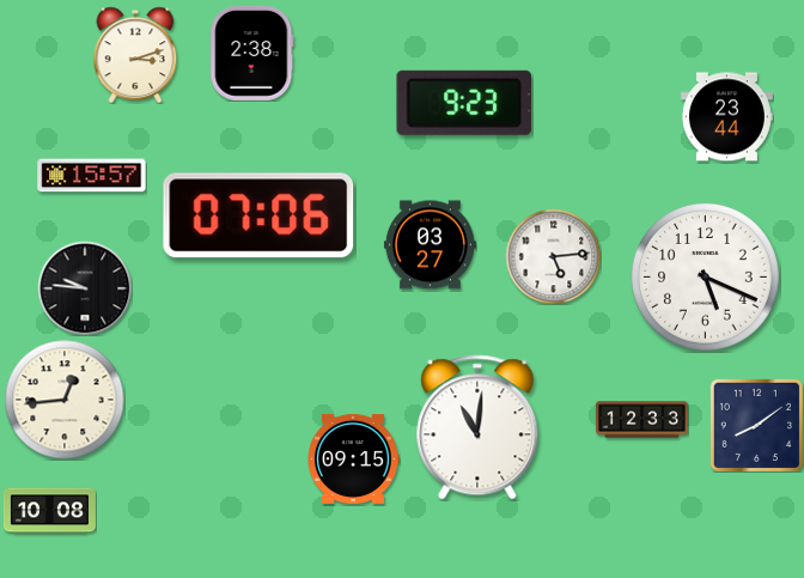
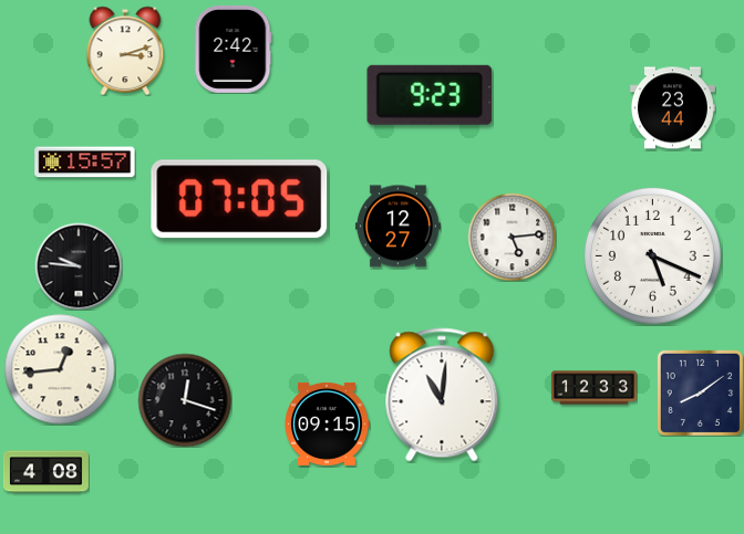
clock at (252, 53): 2:38 -> 2:42
clock at (258, 215): 07:06 -> 07:05
clock at (430, 245): 03:27 -> 12:27
clock at (185, 400): none -> 12:18
clock at (49, 511): 10:08 -> 4:08
